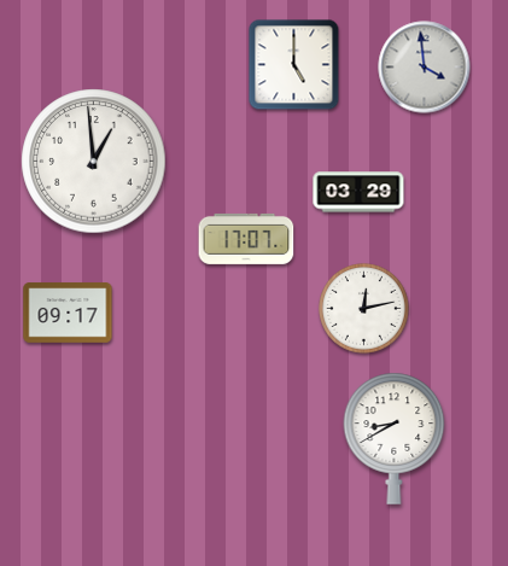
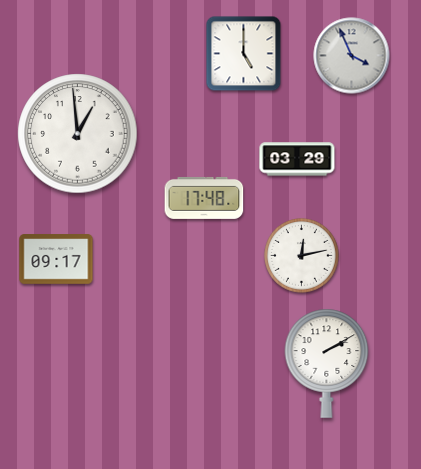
clock at (425, 68): 3:59 -> 3:56
clock at (246, 239): 17:07 -> 17:48
clock at (395, 438): 8:40 -> 2:10
